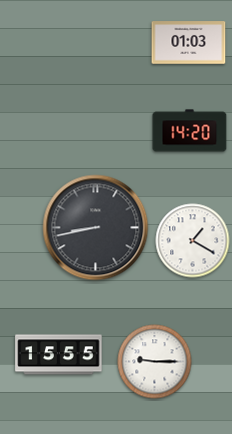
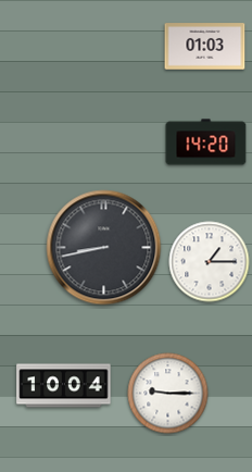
clock at (193, 241): 1:20 -> 1:15
clock at (59, 355): 15:55 -> 10:04
